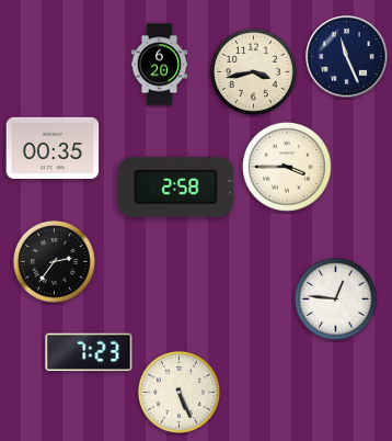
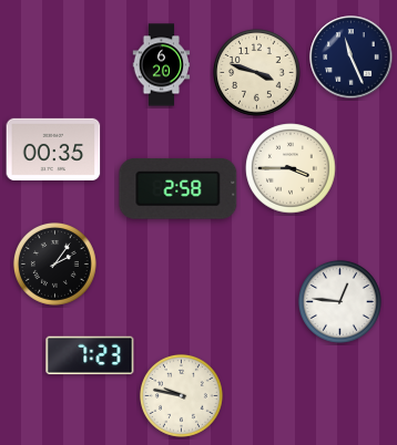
clock at (254, 72): 3:43 -> 3:48
clock at (54, 261): 2:36 -> 2:06
clock at (178, 392): 5:26 -> 9:47
